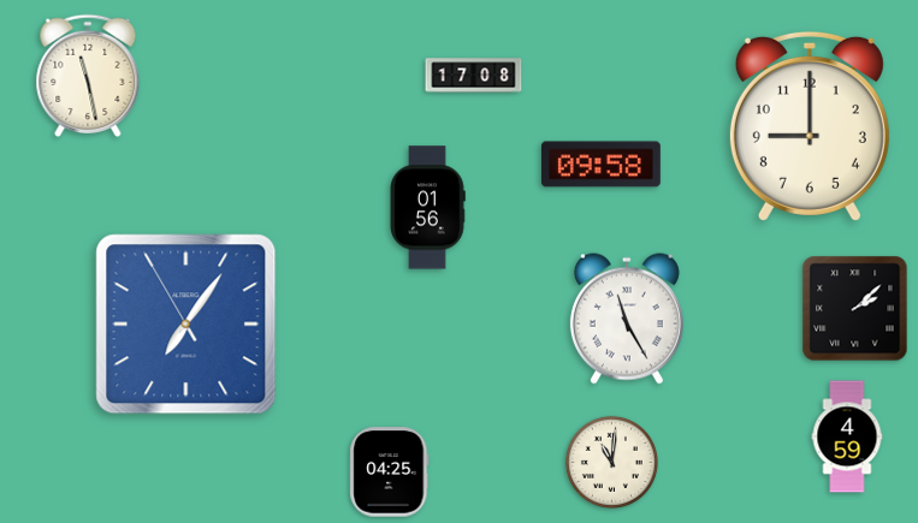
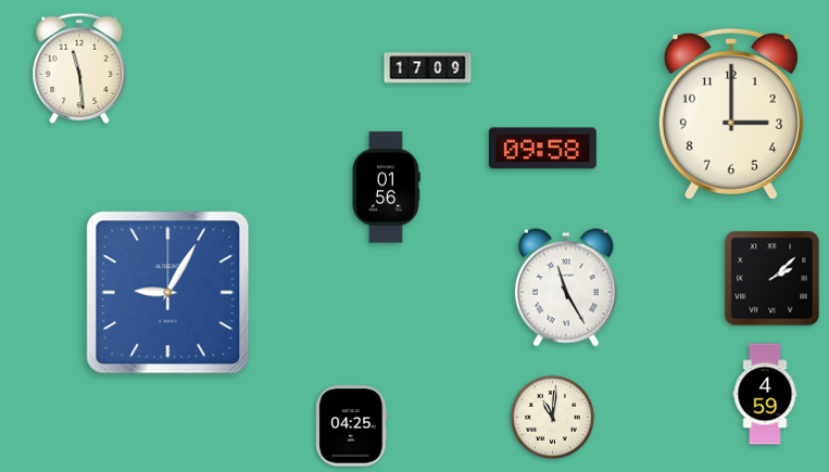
clock at (88, 76): 11:28 -> 11:29
clock at (474, 76): 17:08 -> 17:09
clock at (810, 126): 9:00 -> 3:00
clock at (186, 325): 7:05 -> 9:05
